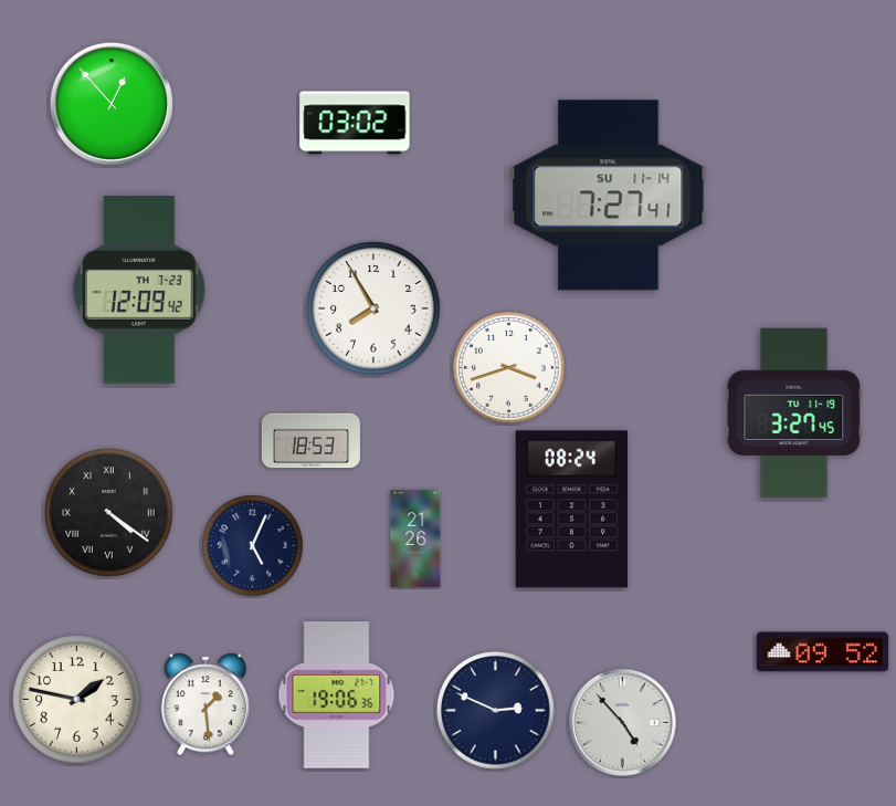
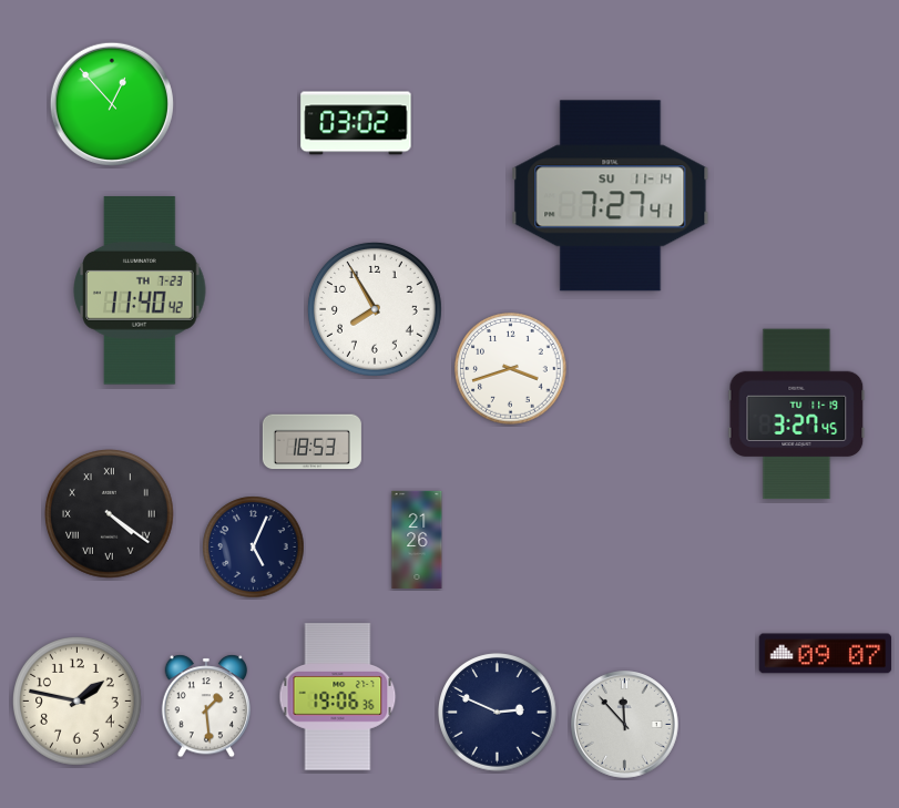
clock at (139, 290): 12:09 -> 11:40
clock at (572, 510): 08:24 -> none
clock at (823, 652): 09:52 -> 09:07
clock at (623, 723): 4:53 -> 11:53
